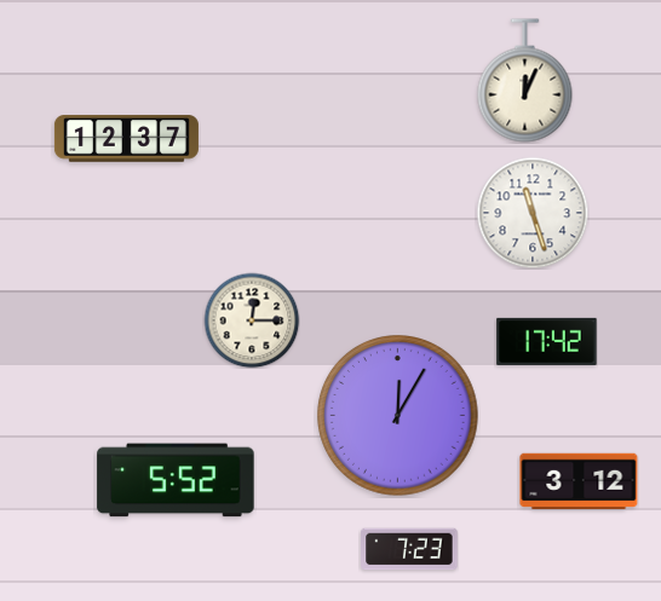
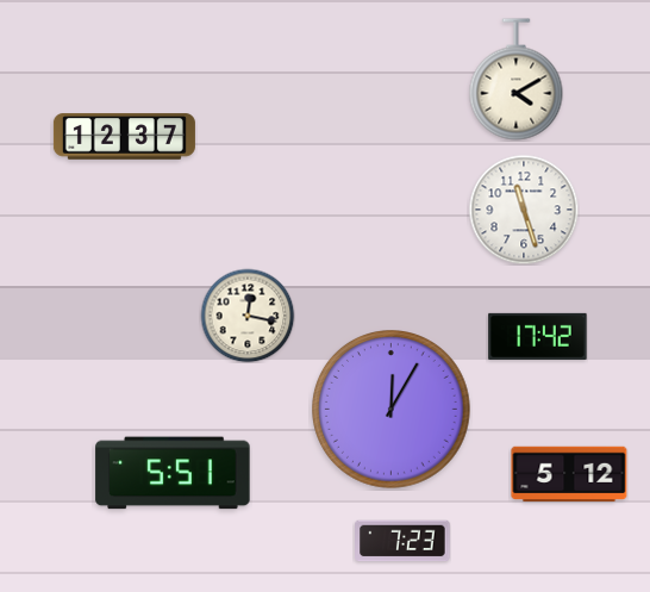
clock at (525, 81): 12:04 -> 4:10
clock at (252, 320): 12:15 -> 12:17
clock at (176, 480): 5:52 -> 5:51
clock at (579, 481): 3:12 -> 5:12
